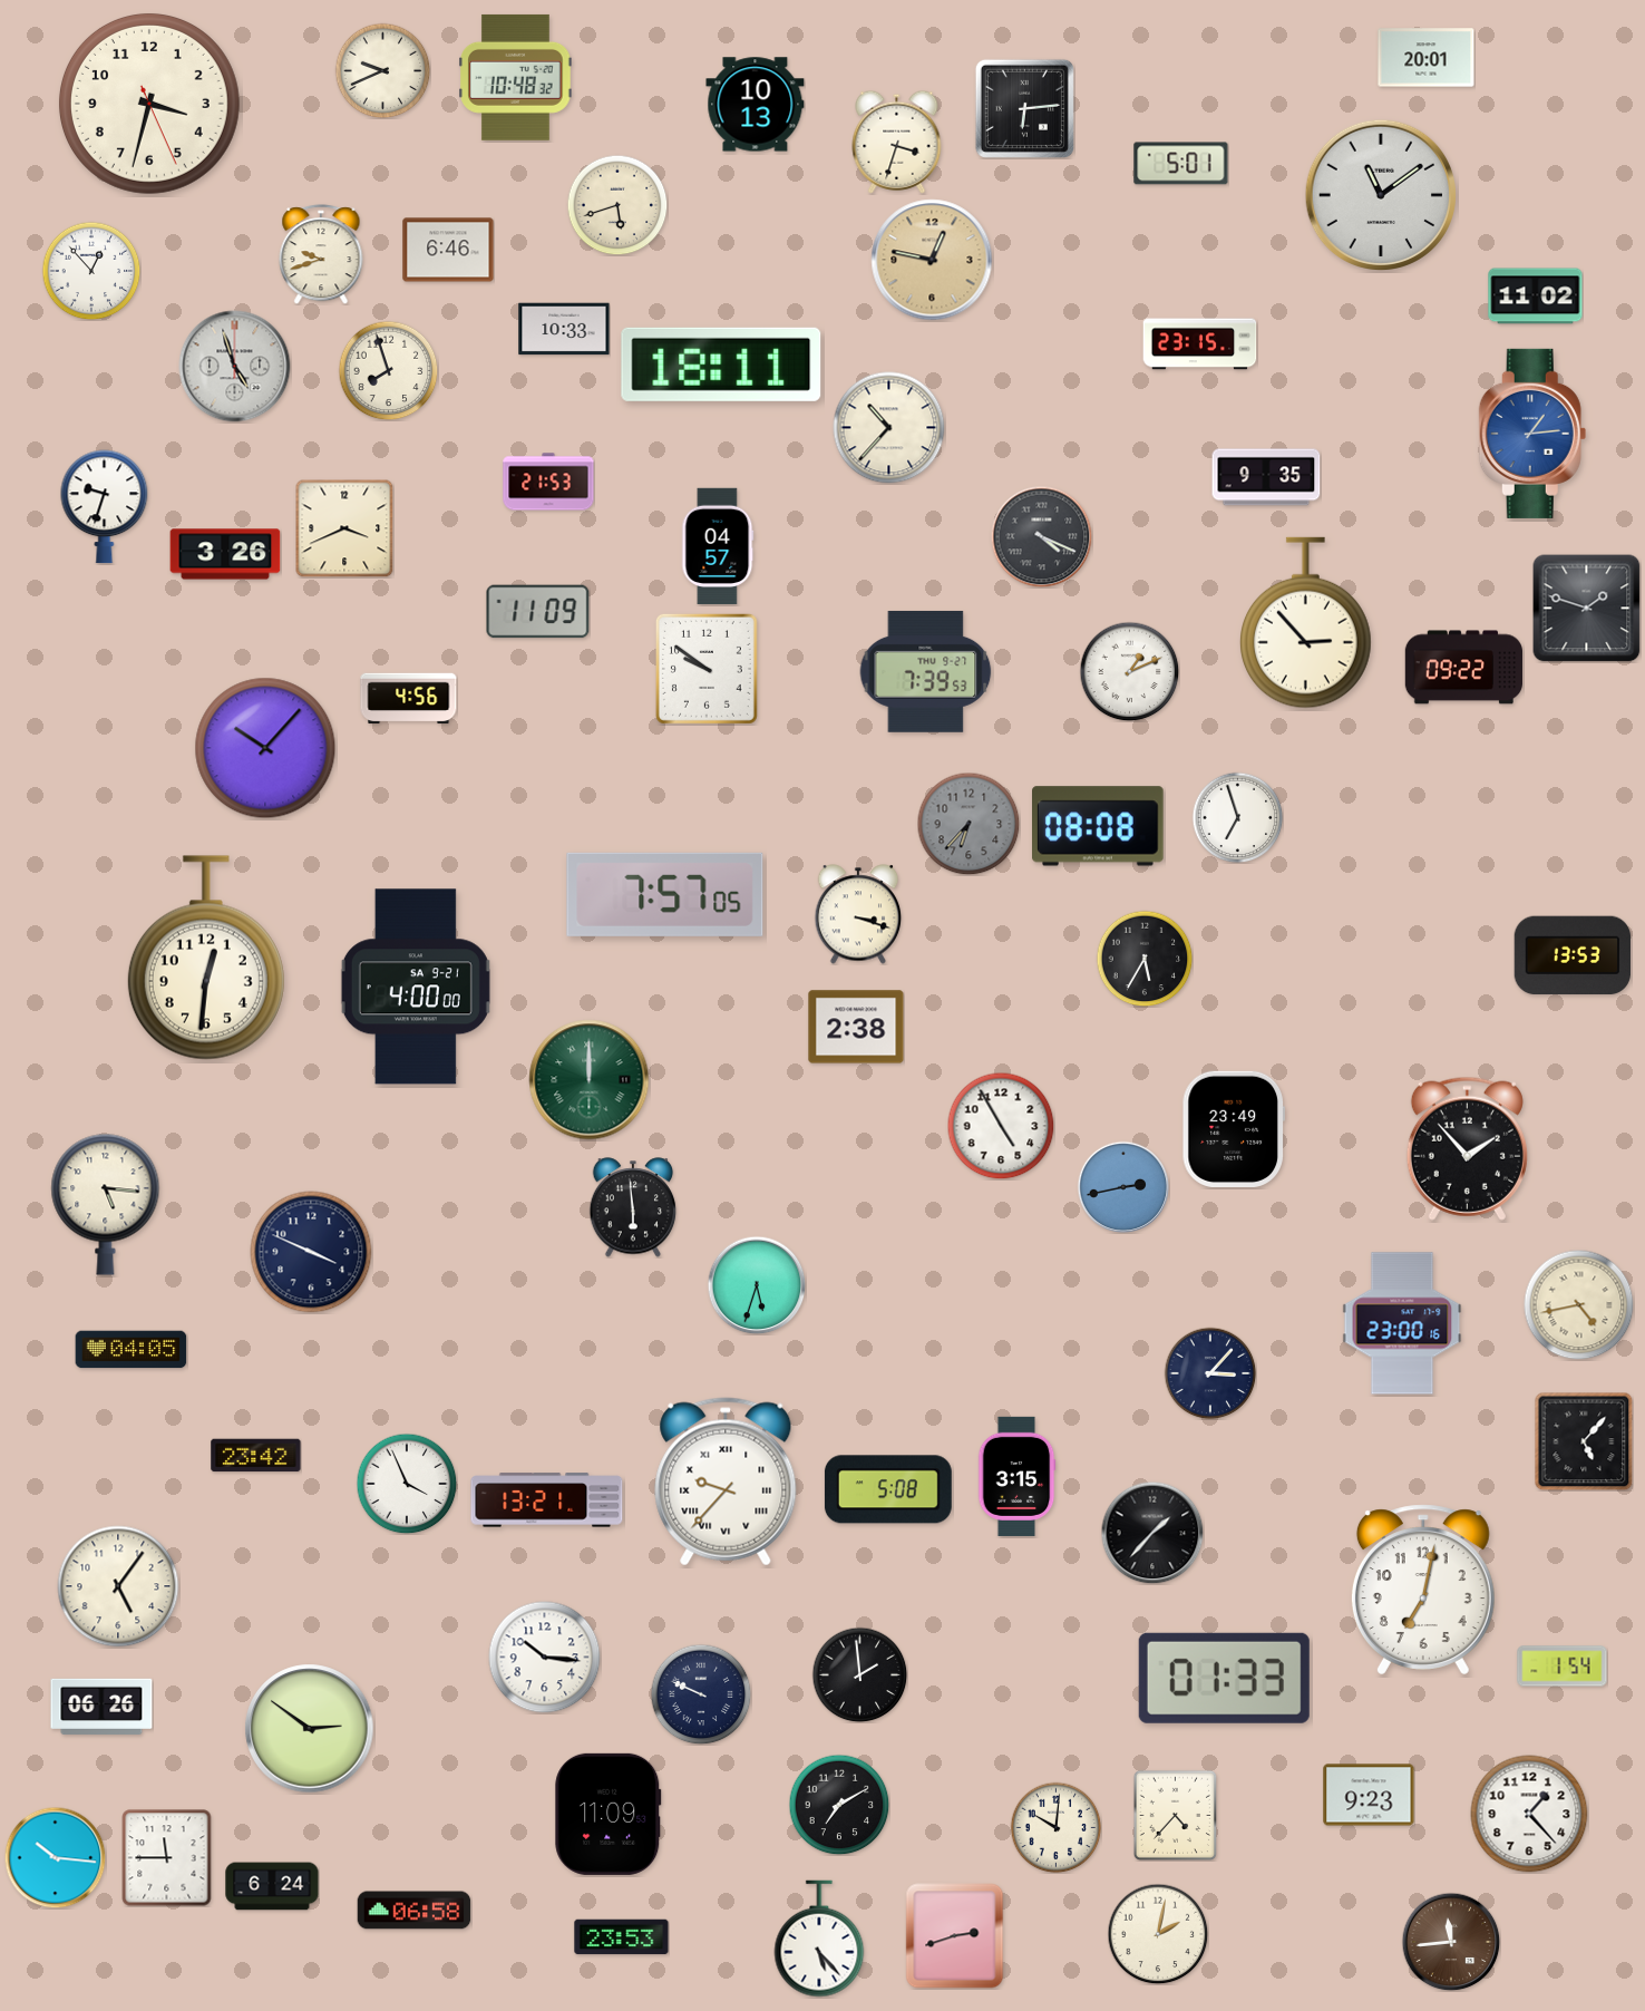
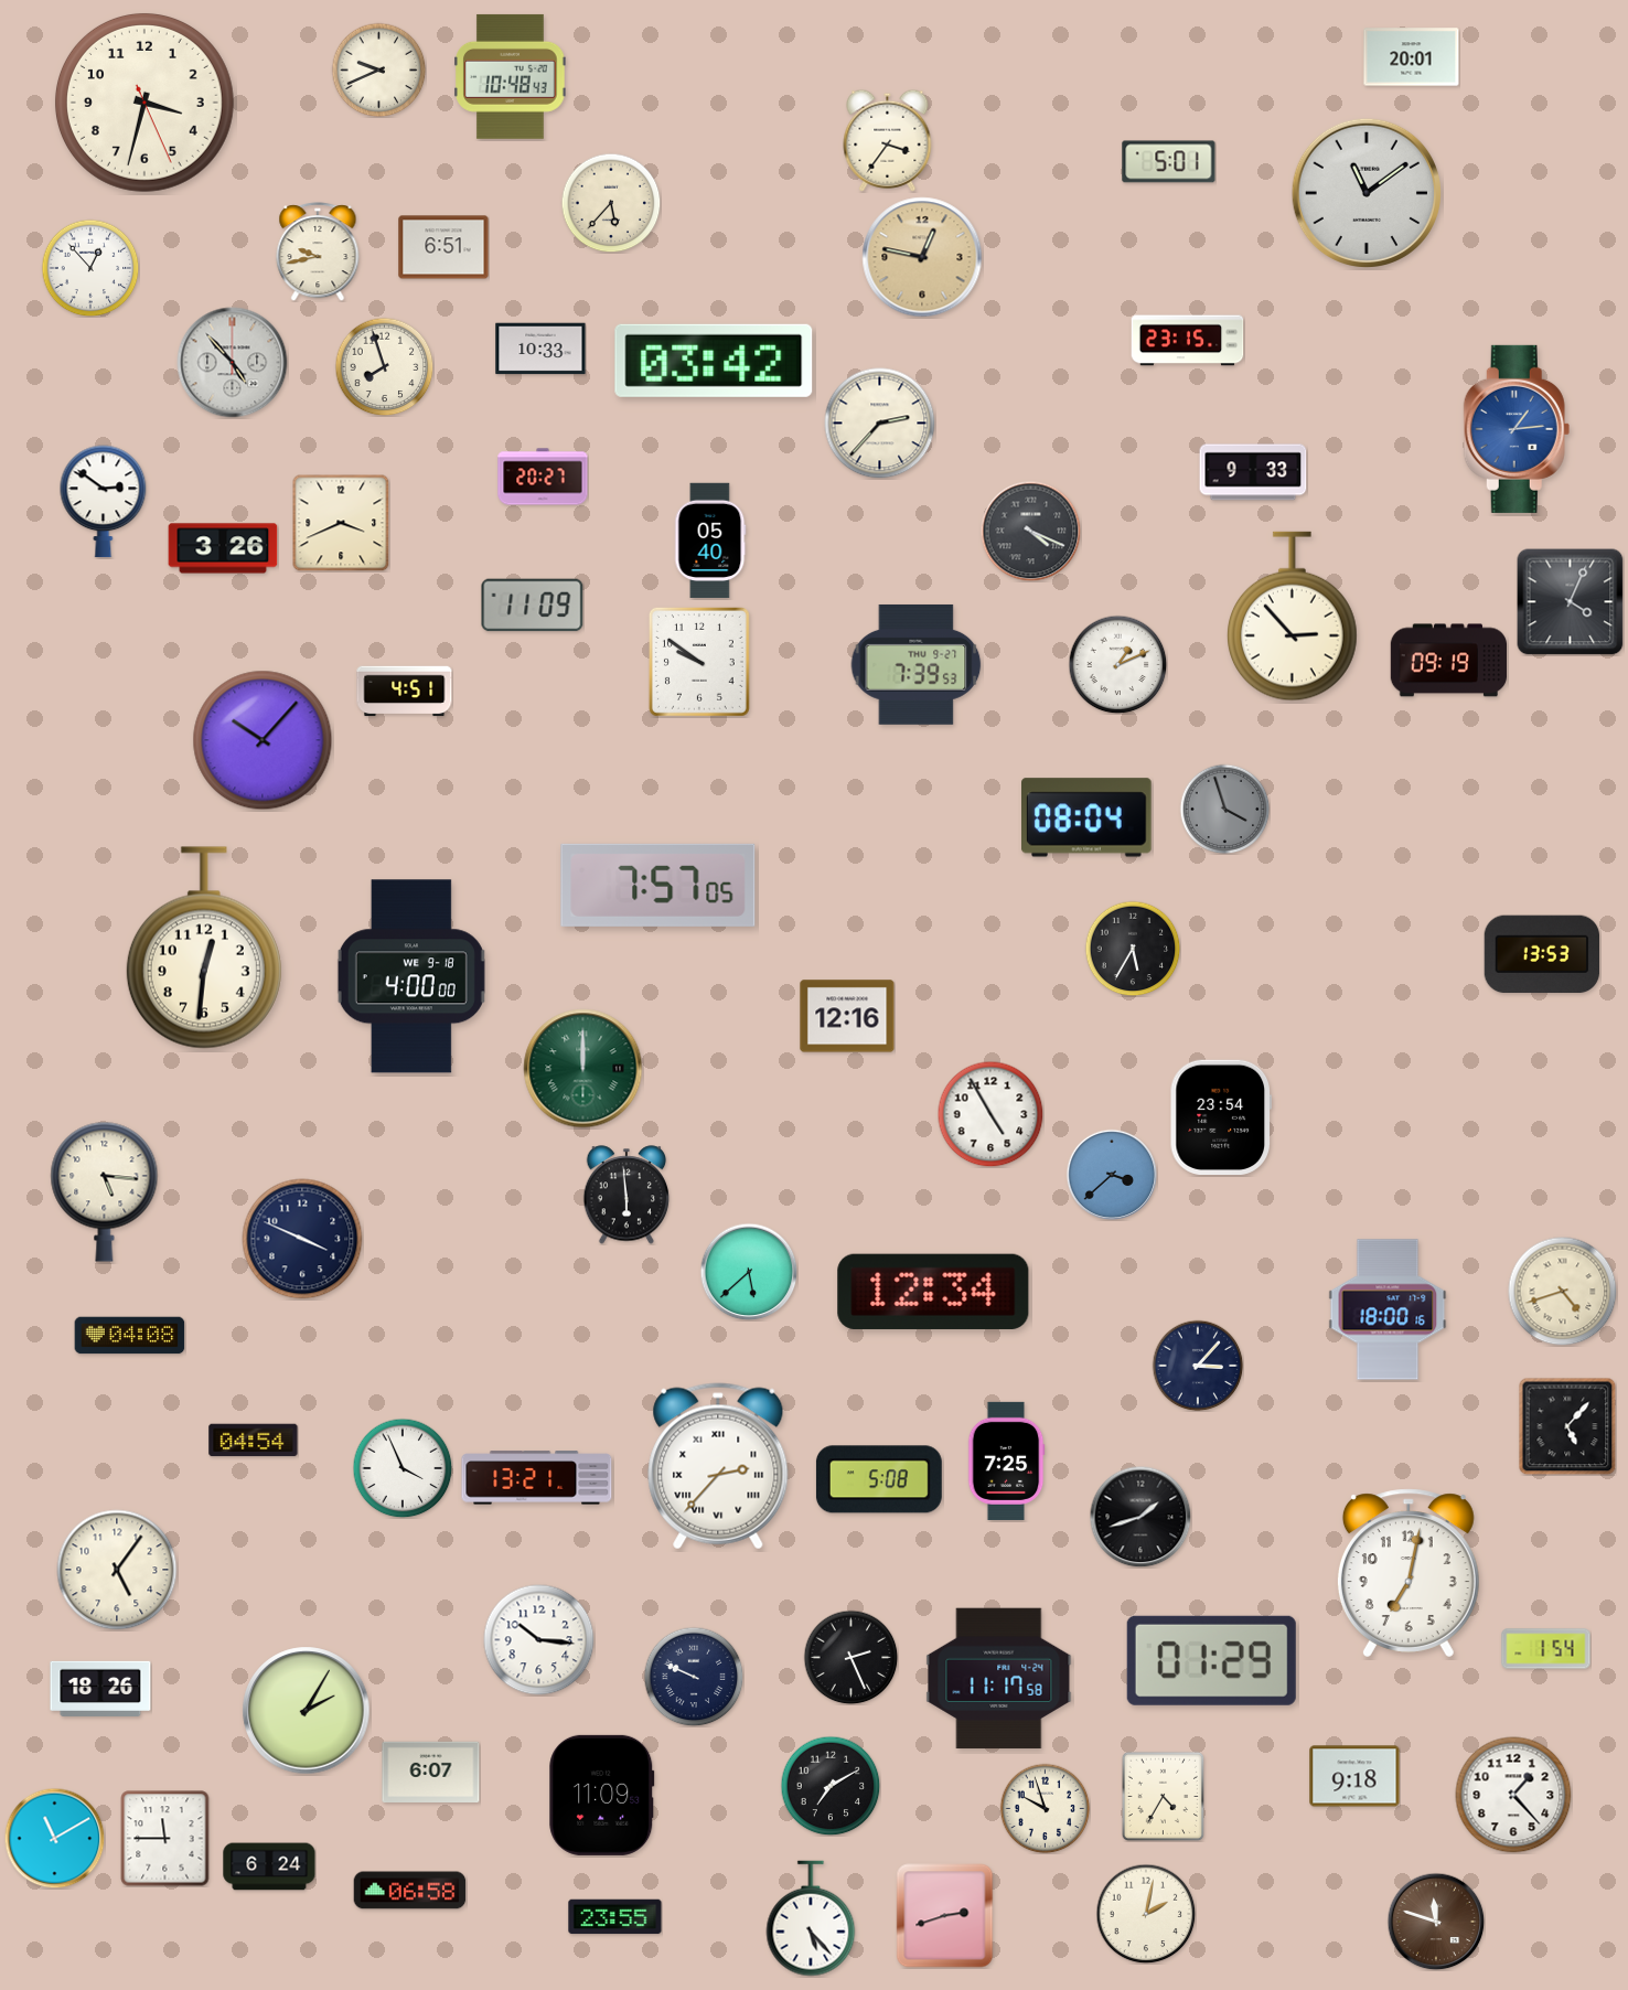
clock at (516, 77): 10:48:32 -> 10:48:43
clock at (149, 104) position: (149, 104) -> (144, 103)
clock at (756, 105): 10:13 -> none
clock at (1024, 108): 6:14 -> none
clock at (897, 142): 3:33 -> 3:36
clock at (617, 205): 5:42 -> 5:37
clock at (448, 250): 6:46 -> 6:51
clock at (321, 254): 9:42 -> 9:43
clock at (1536, 297): 11:02 -> none
clock at (564, 329) position: (564, 329) -> (540, 349)
clock at (721, 365): 18:11 -> 03:42
clock at (235, 367): 4:57 -> 4:53
clock at (889, 428): 10:37 -> 2:37
clock at (1266, 477): 9:35 -> 9:33
clock at (548, 482): 21:53 -> 20:27
clock at (105, 507): 9:33 -> 2:51
clock at (718, 546): 04:57 -> 05:40
clock at (1587, 609): 1:48 -> 4:04
clock at (1463, 668): 09:22 -> 09:19
clock at (409, 699): 4:56 -> 4:51
clock at (1237, 817): 6:57 -> 3:57
clock at (1237, 817) dial: white -> grey
clock at (968, 824): 6:37 -> none
clock at (1099, 826): 08:08 -> 08:04
clock at (858, 914): 3:18 -> none
clock at (1571, 955) position: (1571, 955) -> (1541, 954)
clock at (416, 987) date: SA 9-21 -> WE 9-18
clock at (856, 1027): 2:38 -> 12:16
clock at (1233, 1128): 23:49 -> 23:54
clock at (1467, 1148): 1:53 -> none
clock at (1122, 1186): 2:43 -> 3:38
clock at (311, 1252) position: (311, 1252) -> (302, 1239)
clock at (757, 1285): 5:33 -> 5:38
clock at (933, 1292): none -> 12:34
clock at (1579, 1305): 4:43 -> 4:42
clock at (1402, 1323): 23:00 -> 18:00
clock at (132, 1350): 04:05 -> 04:08
clock at (1210, 1373) position: (1210, 1373) -> (1198, 1366)
clock at (256, 1456): 23:42 -> 04:54
clock at (1016, 1476): 3:15 -> 7:25
clock at (726, 1481): 9:37 -> 2:37
clock at (888, 1489) position: (888, 1489) -> (879, 1479)
clock at (547, 1500) position: (547, 1500) -> (537, 1478)
clock at (1152, 1533): 1:37 -> 1:42
clock at (859, 1674): 1:59 -> 2:26
clock at (1224, 1678): 01:33 -> 01:29
clock at (999, 1679): none -> 11:17
clock at (101, 1707): 06:26 -> 18:26
clock at (310, 1729): 2:51 -> 2:05
clock at (431, 1773): none -> 6:07
clock at (1369, 1795): 9:23 -> 9:18
clock at (1176, 1815): 4:37 -> 4:35
clock at (1055, 1827): 10:01 -> 9:57
clock at (55, 1857): 10:16 -> 11:10
clock at (622, 1937): 23:53 -> 23:55
clock at (1451, 1942): 11:44 -> 11:48
